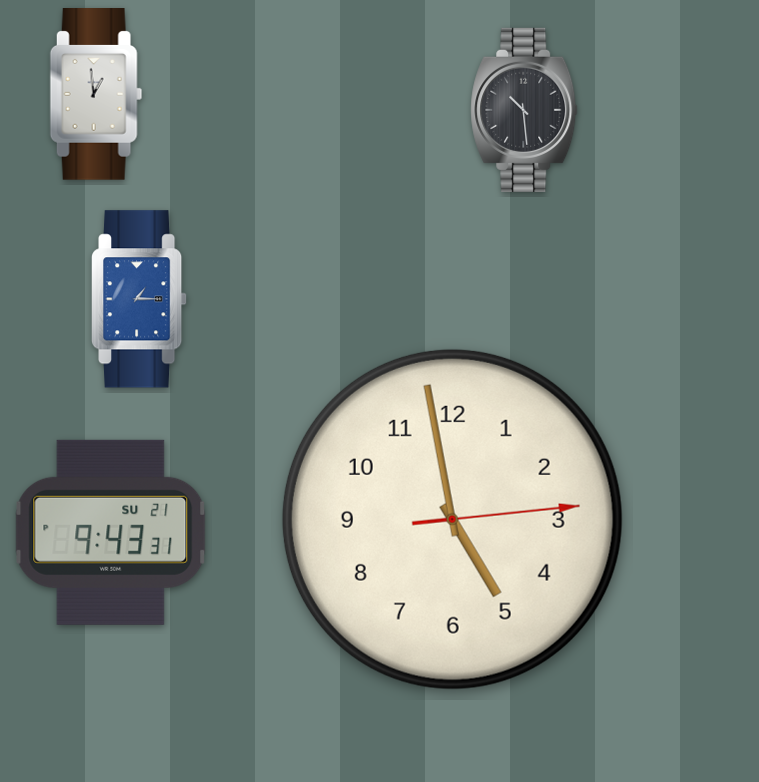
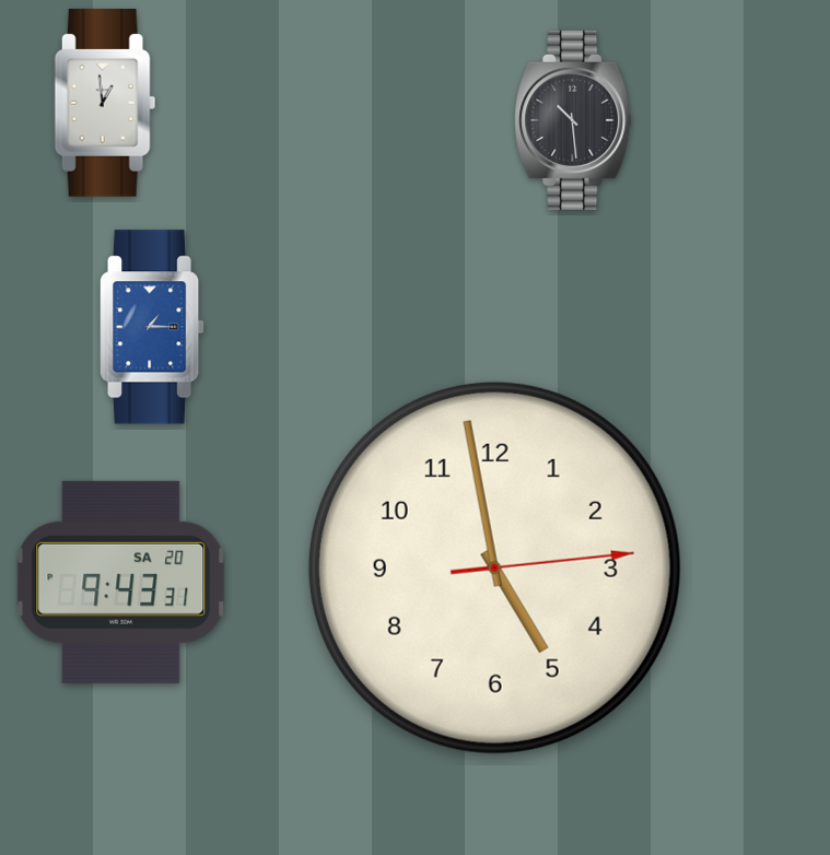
clock at (111, 532) date: SU 21 -> SA 20
